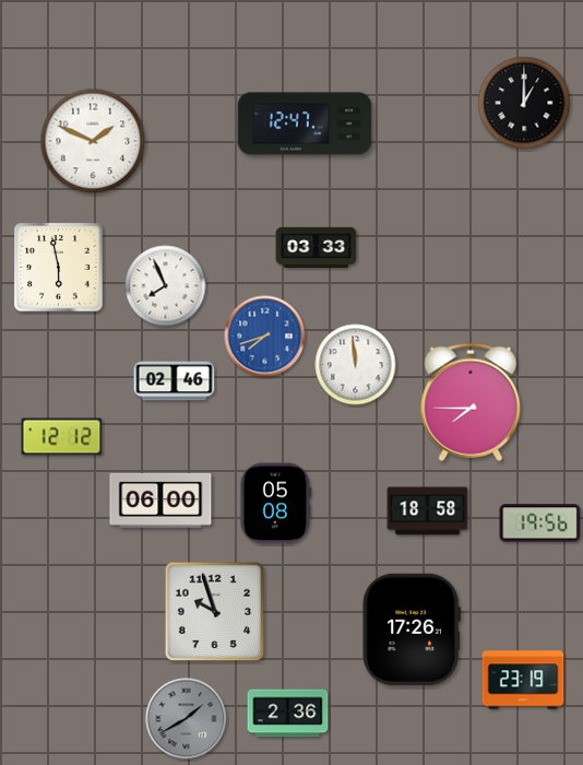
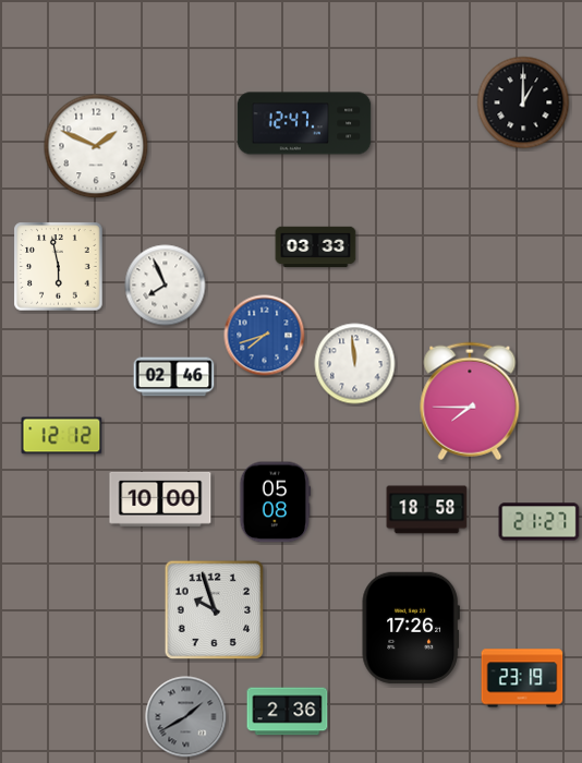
clock at (93, 141) position: (93, 141) -> (96, 146)
clock at (175, 381) position: (175, 381) -> (174, 377)
clock at (160, 501): 06:00 -> 10:00
clock at (540, 523): 19:56 -> 21:27
